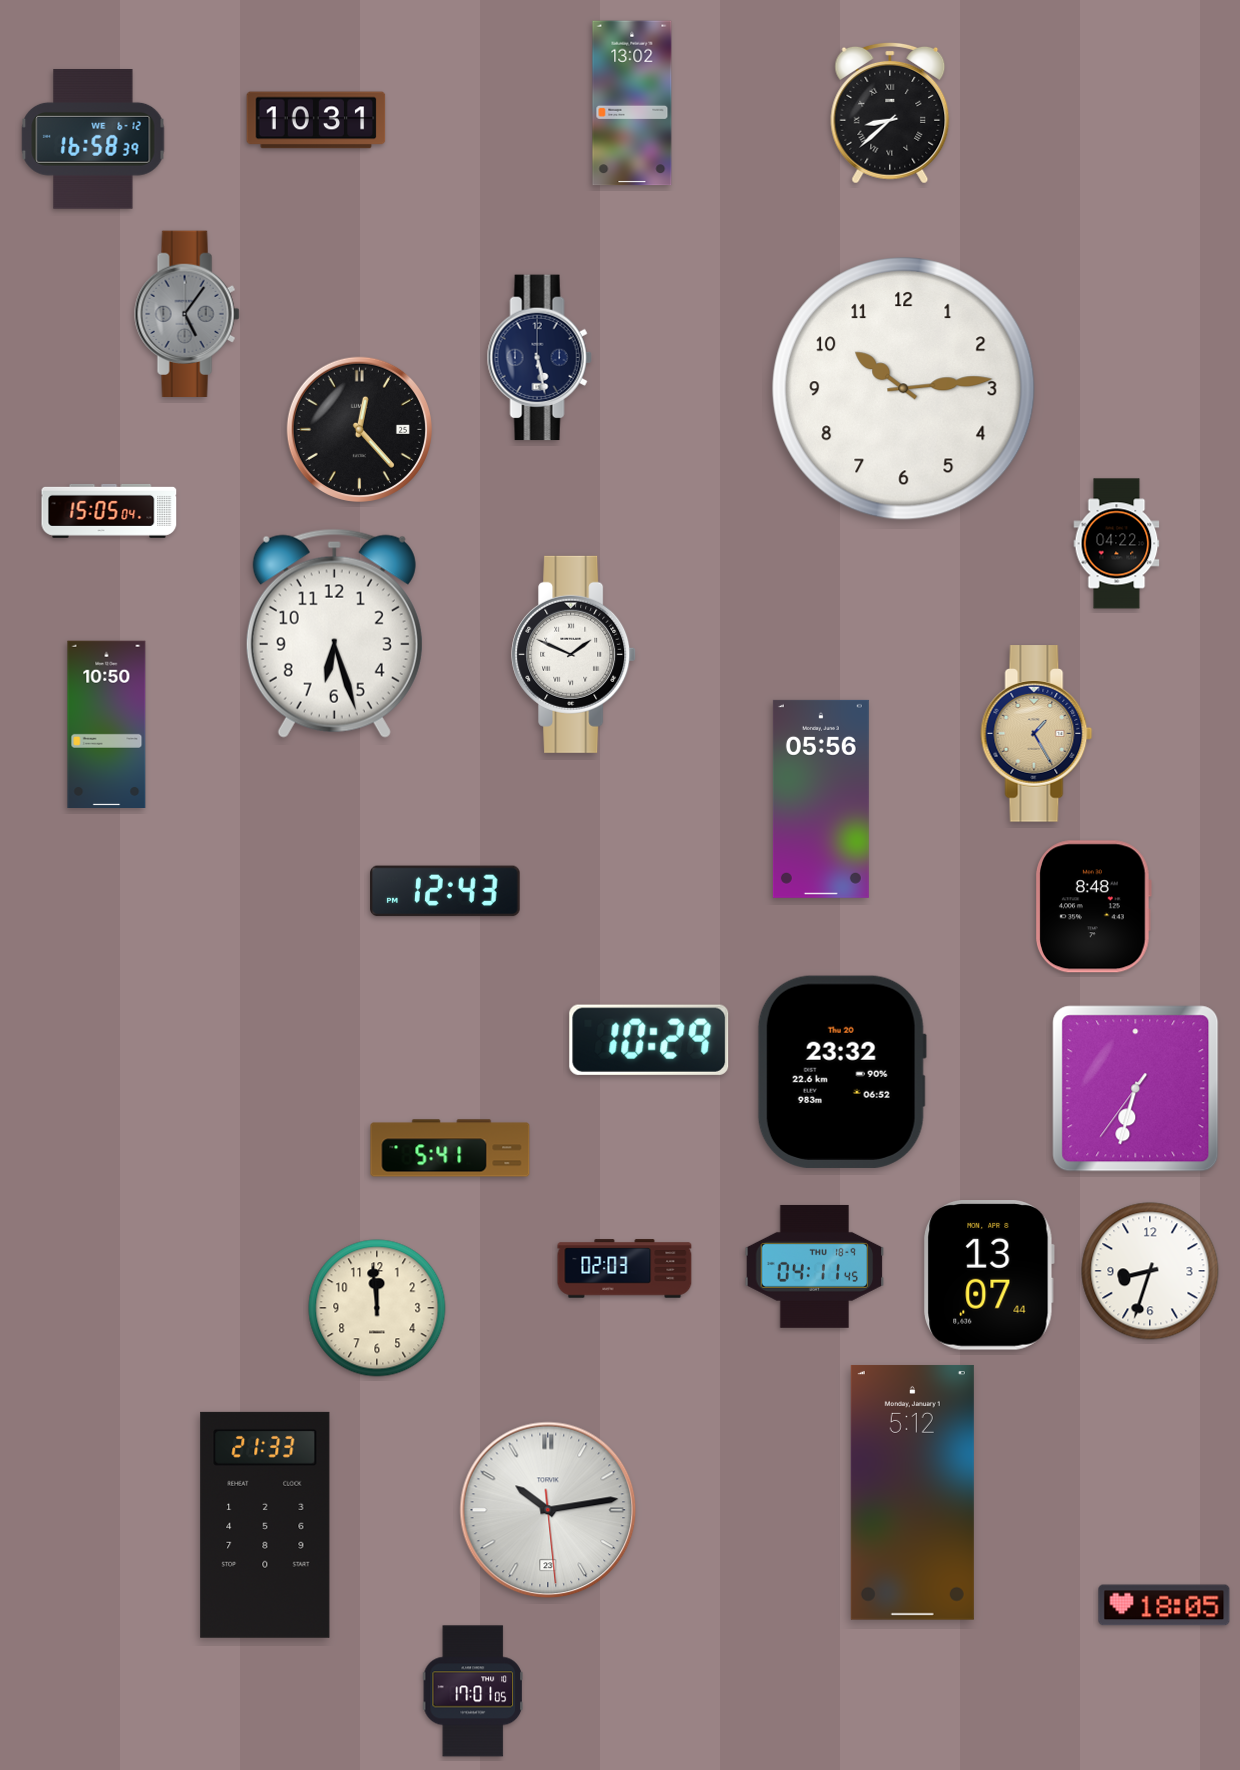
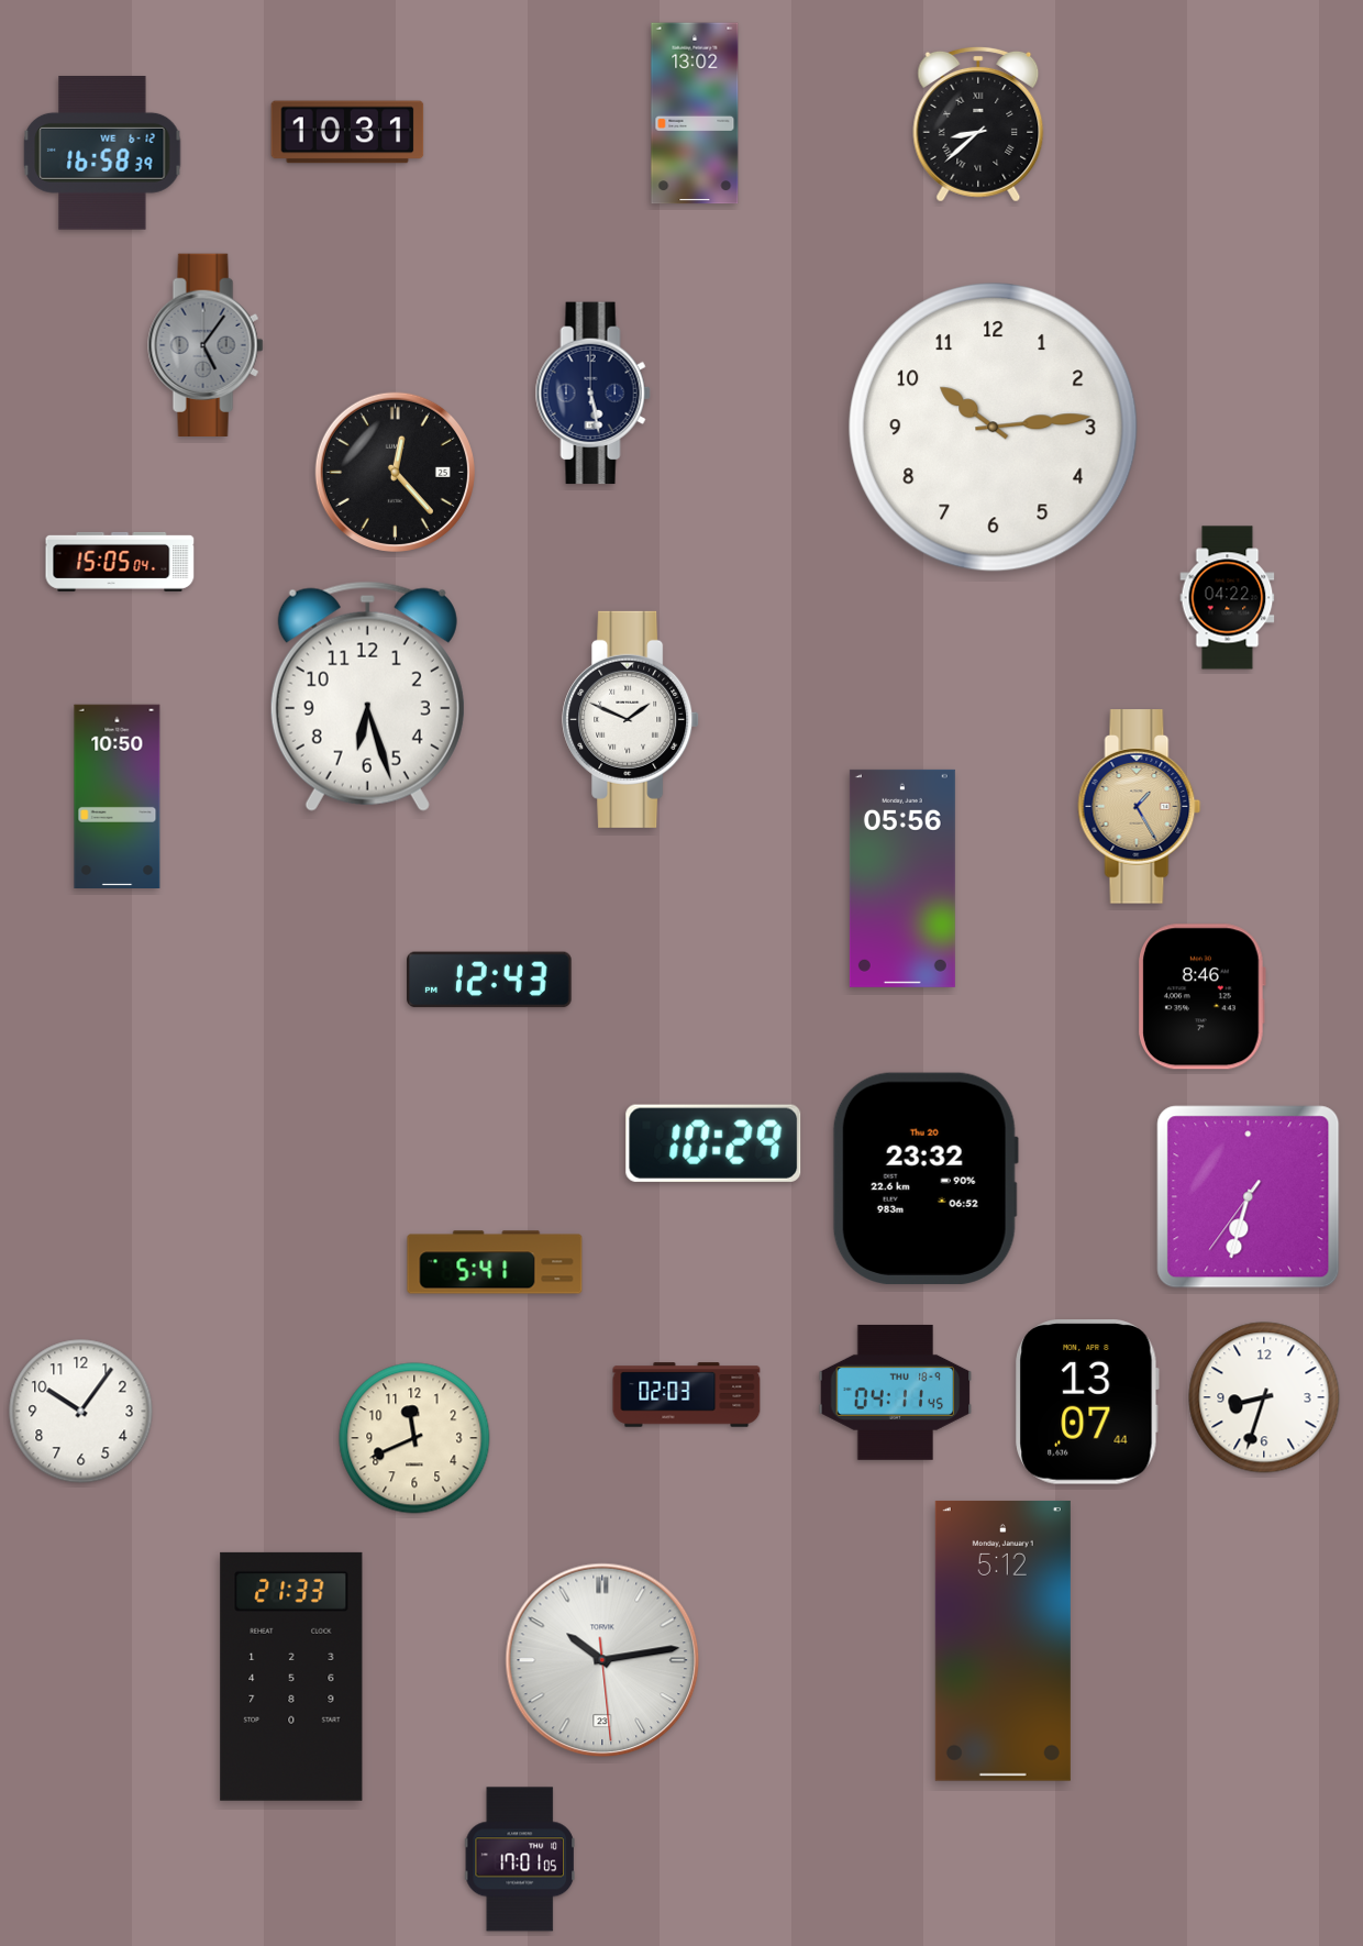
clock at (1093, 907): 8:48 -> 8:46
clock at (81, 1412): none -> 10:06
clock at (377, 1308): 11:59 -> 11:41
clock at (1164, 1605): 18:05 -> none
